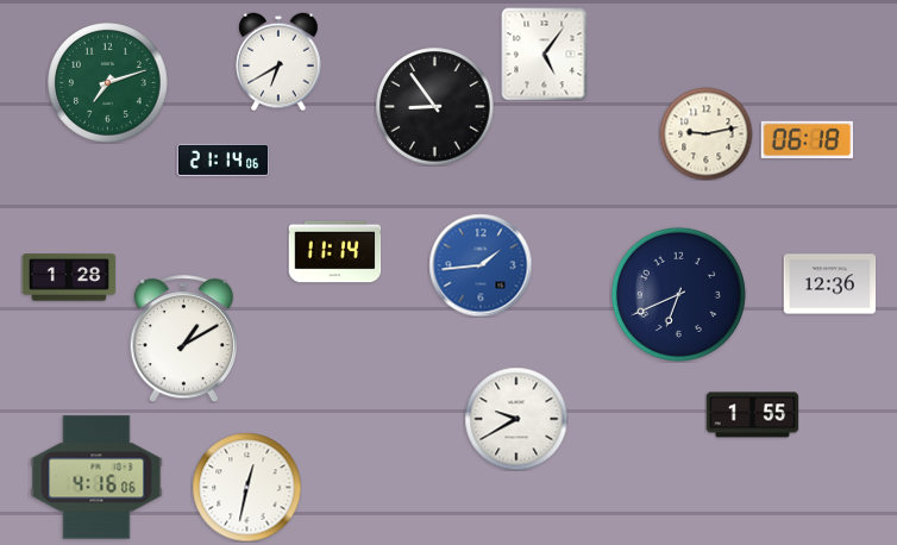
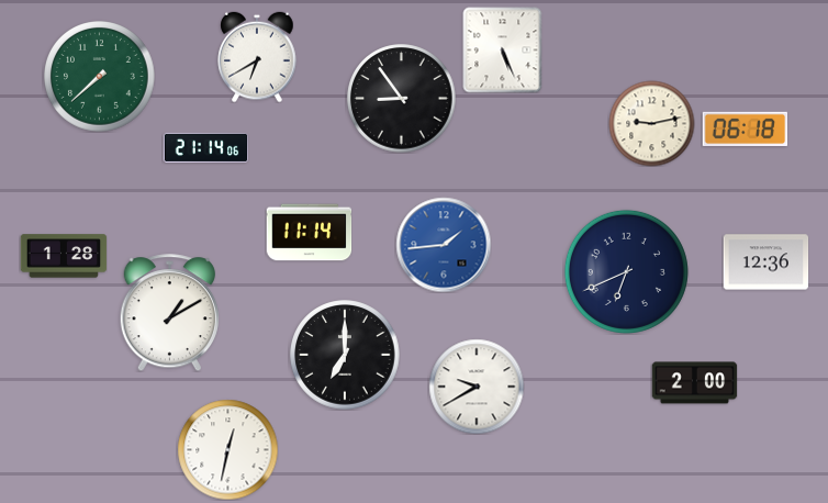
clock at (545, 54): 5:06 -> 5:26
clock at (108, 83): 7:12 -> 7:38
clock at (345, 355): none -> 7:00
clock at (752, 415): 1:55 -> 2:00
clock at (96, 477): 4:16 -> none
